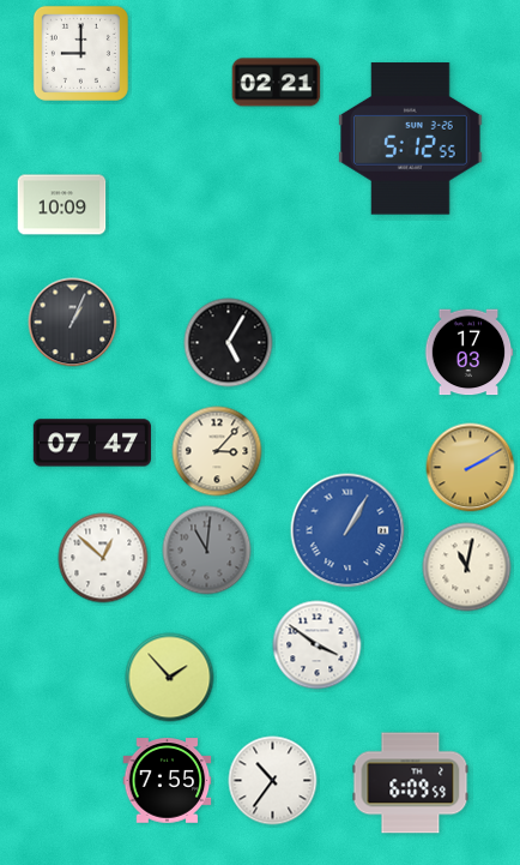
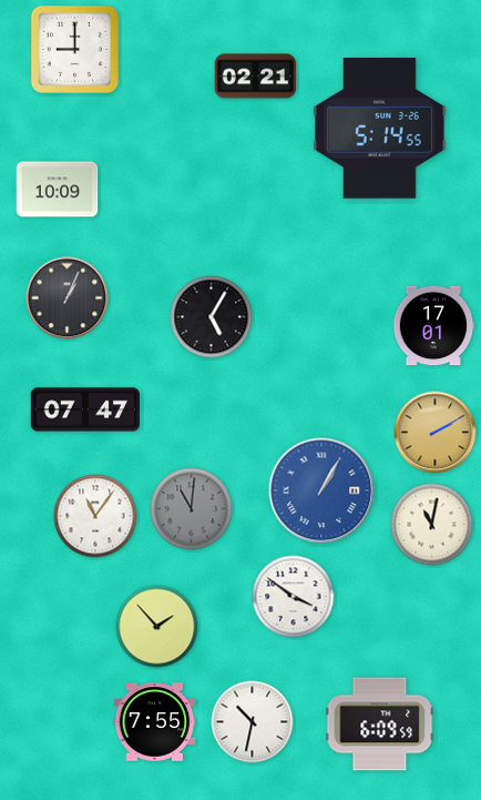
clock at (411, 139): 5:12 -> 5:14
clock at (468, 353): 17:03 -> 17:01
clock at (217, 451): 3:07 -> none
clock at (103, 558): 12:52 -> 11:06
clock at (273, 781): 10:36 -> 10:32
